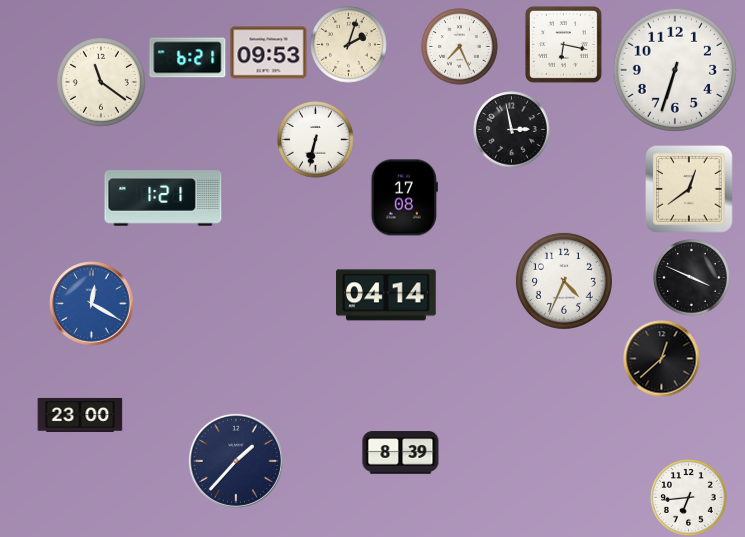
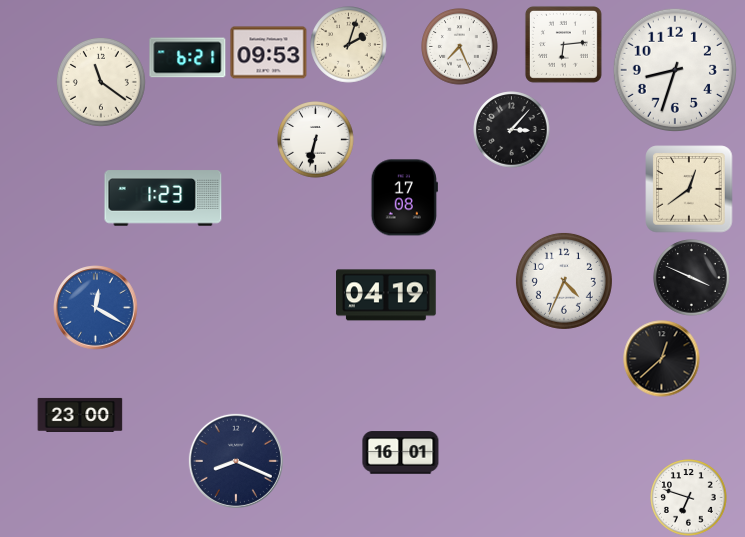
clock at (563, 44): 6:17 -> 6:14
clock at (675, 70): 6:33 -> 8:33
clock at (512, 130): 2:58 -> 3:07
clock at (163, 198): 1:21 -> 1:23
clock at (387, 295): 04:14 -> 04:19
clock at (92, 304) position: (92, 304) -> (96, 308)
clock at (401, 453): 8:39 -> 16:01
clock at (236, 461): 1:37 -> 8:19
clock at (689, 498): 6:44 -> 6:48
